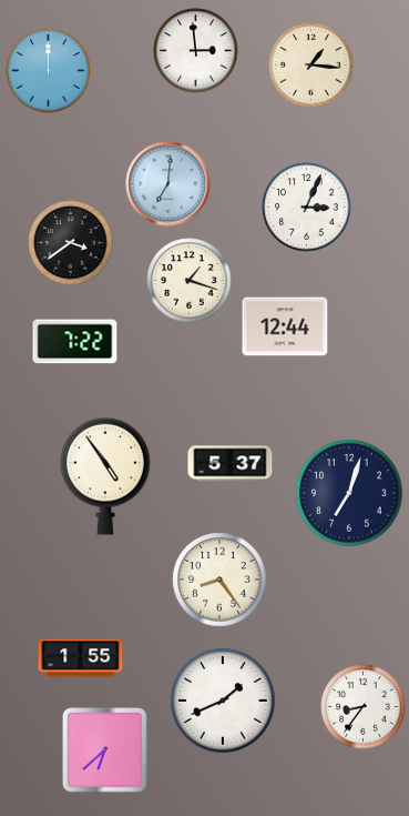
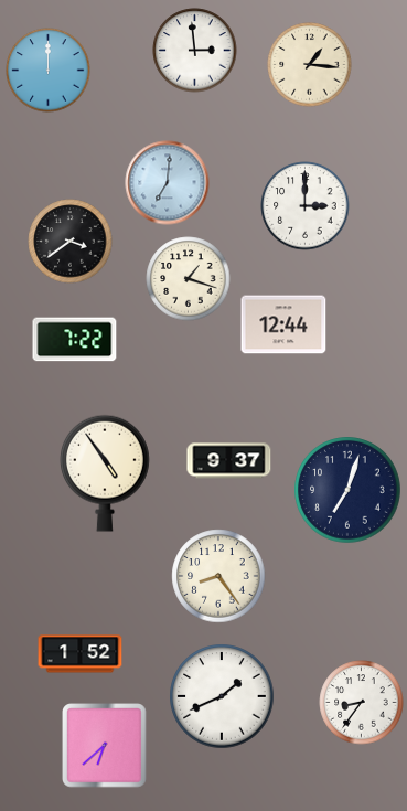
clock at (307, 208): 3:04 -> 3:00
clock at (231, 464): 5:37 -> 9:37
clock at (81, 658): 1:55 -> 1:52
